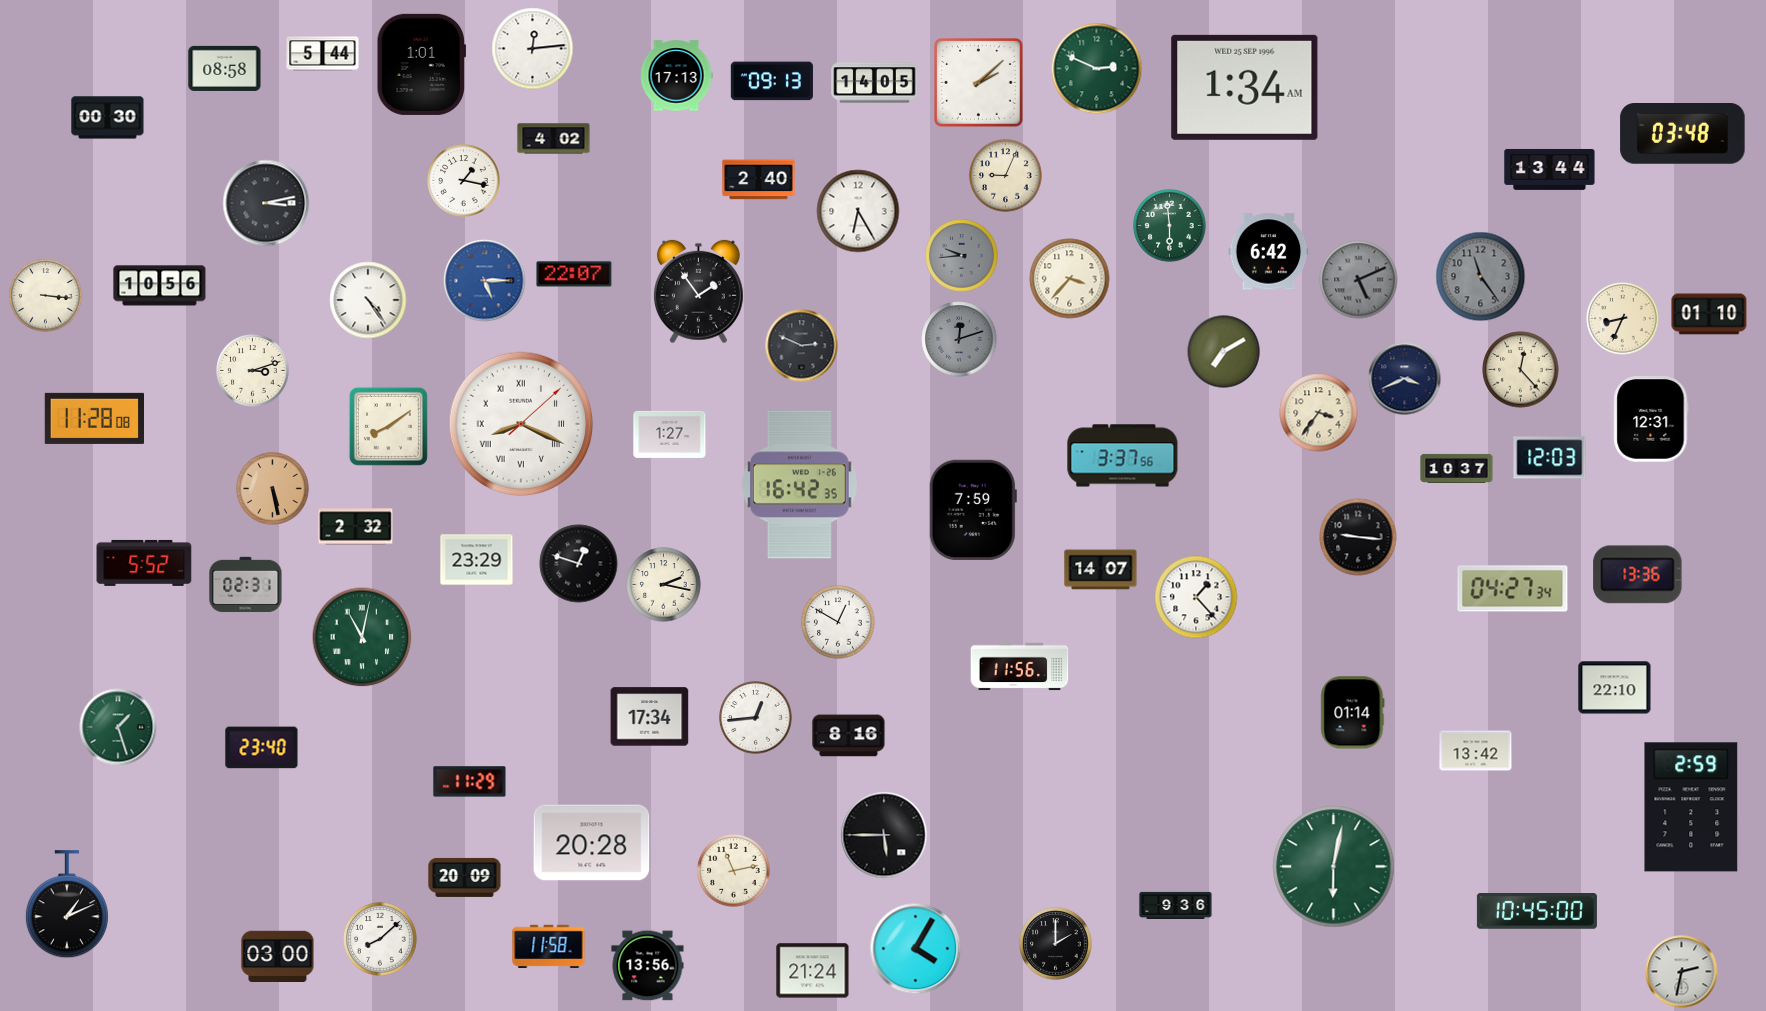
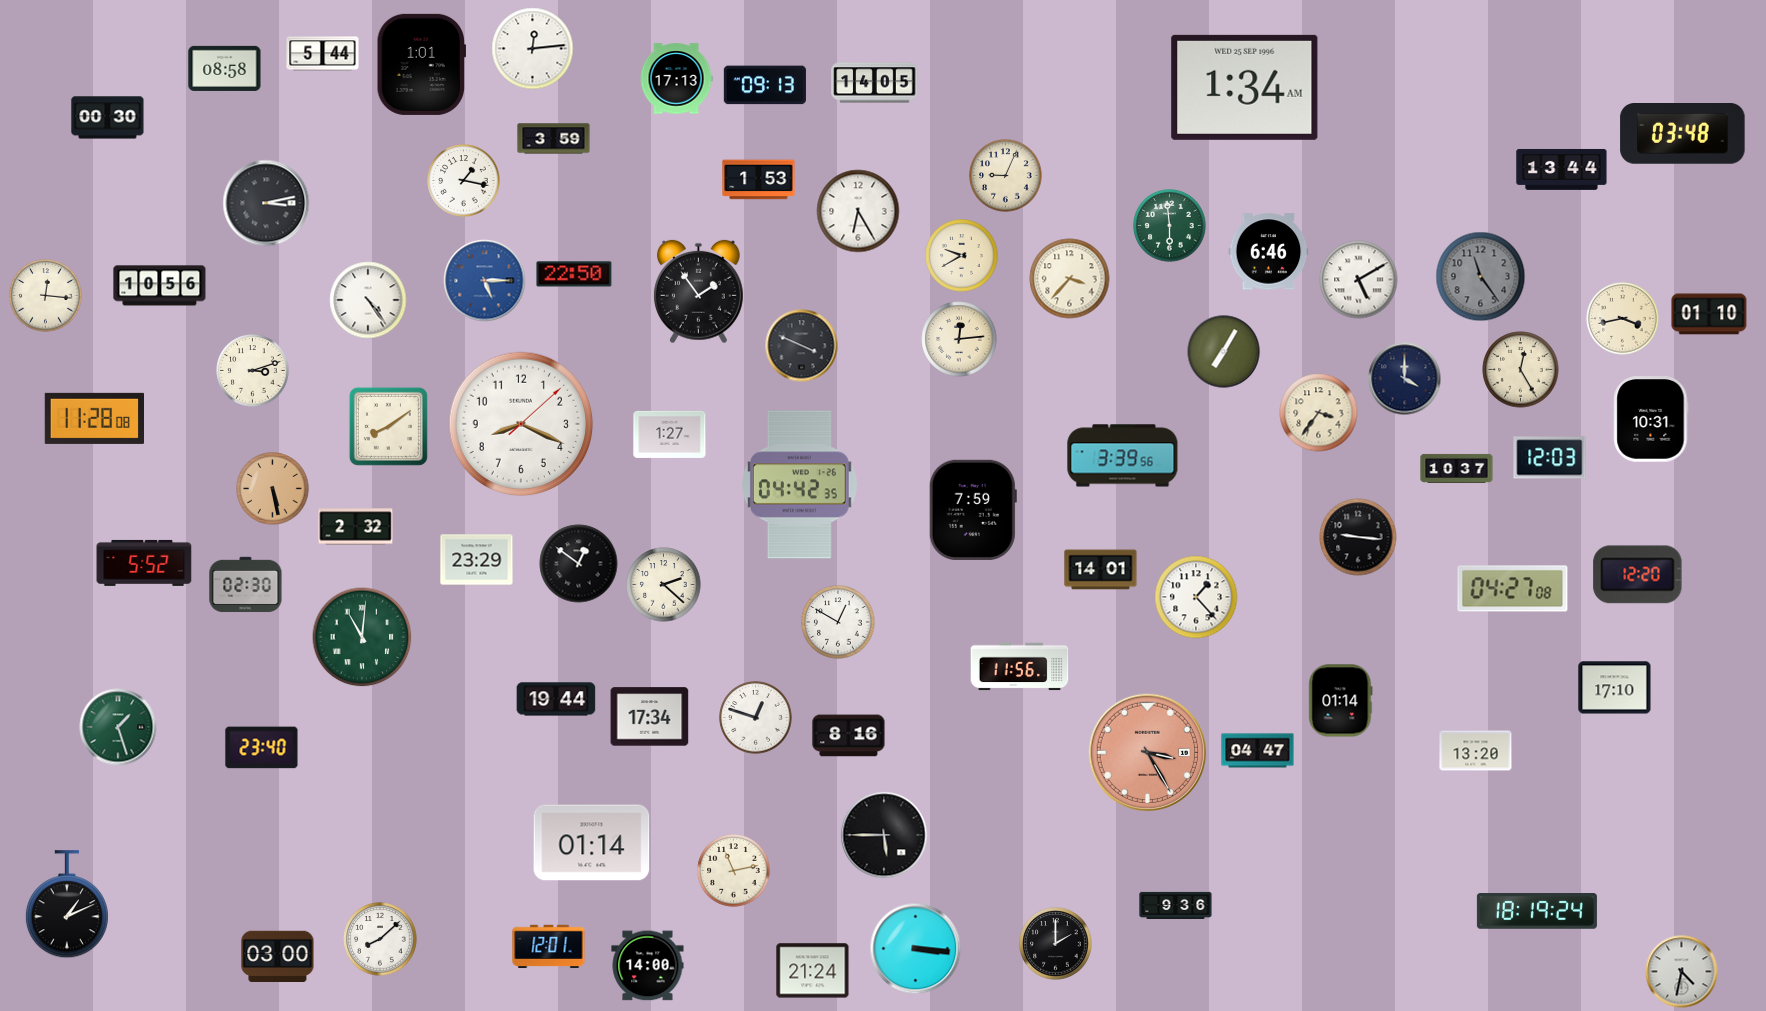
clock at (1097, 69): 2:49 -> none
clock at (676, 76) position: (676, 76) -> (676, 79)
clock at (772, 81) position: (772, 81) -> (765, 85)
clock at (979, 83): 2:08 -> none
clock at (554, 139): 4:02 -> 3:59
clock at (1550, 169) position: (1550, 169) -> (1562, 169)
clock at (759, 180): 2:40 -> 1:53
clock at (1269, 252): 6:42 -> 6:46
clock at (962, 256): 9:44 -> 9:40
clock at (962, 256) dial: grey -> cream
clock at (574, 274): 22:07 -> 22:50
clock at (1359, 280): 5:11 -> 5:10
clock at (1359, 280) dial: grey -> white
clock at (46, 296): 3:16 -> 12:16
clock at (1623, 319): 8:34 -> 3:43
clock at (959, 339): 12:12 -> 12:14
clock at (959, 339) dial: grey -> cream
clock at (802, 346): 2:49 -> 3:49
clock at (1224, 352): 7:10 -> 7:05
clock at (1521, 370): 12:23 -> 12:25
clock at (1405, 379): 3:41 -> 4:00
clock at (1651, 419): 12:31 -> 10:31
clock at (521, 424) numerals: Roman -> Arabic
clock at (1123, 456): 3:37 -> 3:39
clock at (799, 485): 16:42 -> 04:42
clock at (579, 564): 12:48 -> 12:51
clock at (1101, 570): 14:07 -> 14:01
clock at (1638, 575): 13:36 -> 12:20
clock at (246, 585): 02:31 -> 02:30
clock at (664, 585): 2:17 -> 2:22
clock at (1513, 589): 04:27:34 -> 04:27:08
clock at (362, 637): 11:02 -> 11:01
clock at (1615, 688): 22:10 -> 17:10
clock at (556, 699): none -> 19:44
clock at (1353, 713) position: (1353, 713) -> (1341, 701)
clock at (756, 718): 12:44 -> 12:48
clock at (1258, 751): none -> 04:47
clock at (1476, 751): 13:42 -> 13:20
clock at (1147, 752): none -> 3:25
clock at (470, 782): 11:29 -> none
clock at (1691, 807): 2:59 -> none
clock at (592, 843): 20:28 -> 01:14
clock at (1334, 867): 6:02 -> none
clock at (465, 877): 20:09 -> none
clock at (1537, 911): 10:45 -> 18:19
clock at (549, 947): 11:58 -> 12:01
clock at (916, 949): 4:05 -> 3:16
clock at (648, 966): 13:56 -> 14:00
clock at (1682, 972): 2:32 -> 4:32
